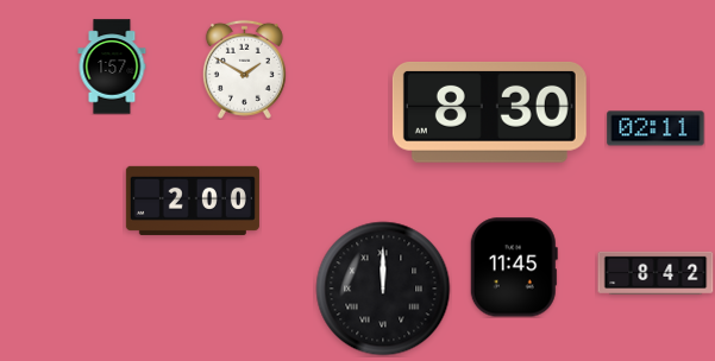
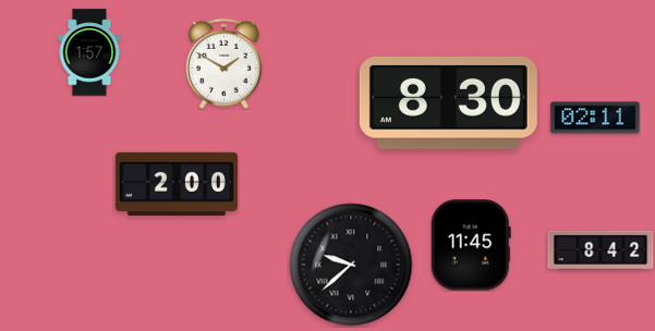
clock at (112, 66) position: (112, 66) -> (89, 52)
clock at (656, 128) position: (656, 128) -> (595, 118)
clock at (383, 289): 12:00 -> 9:38
